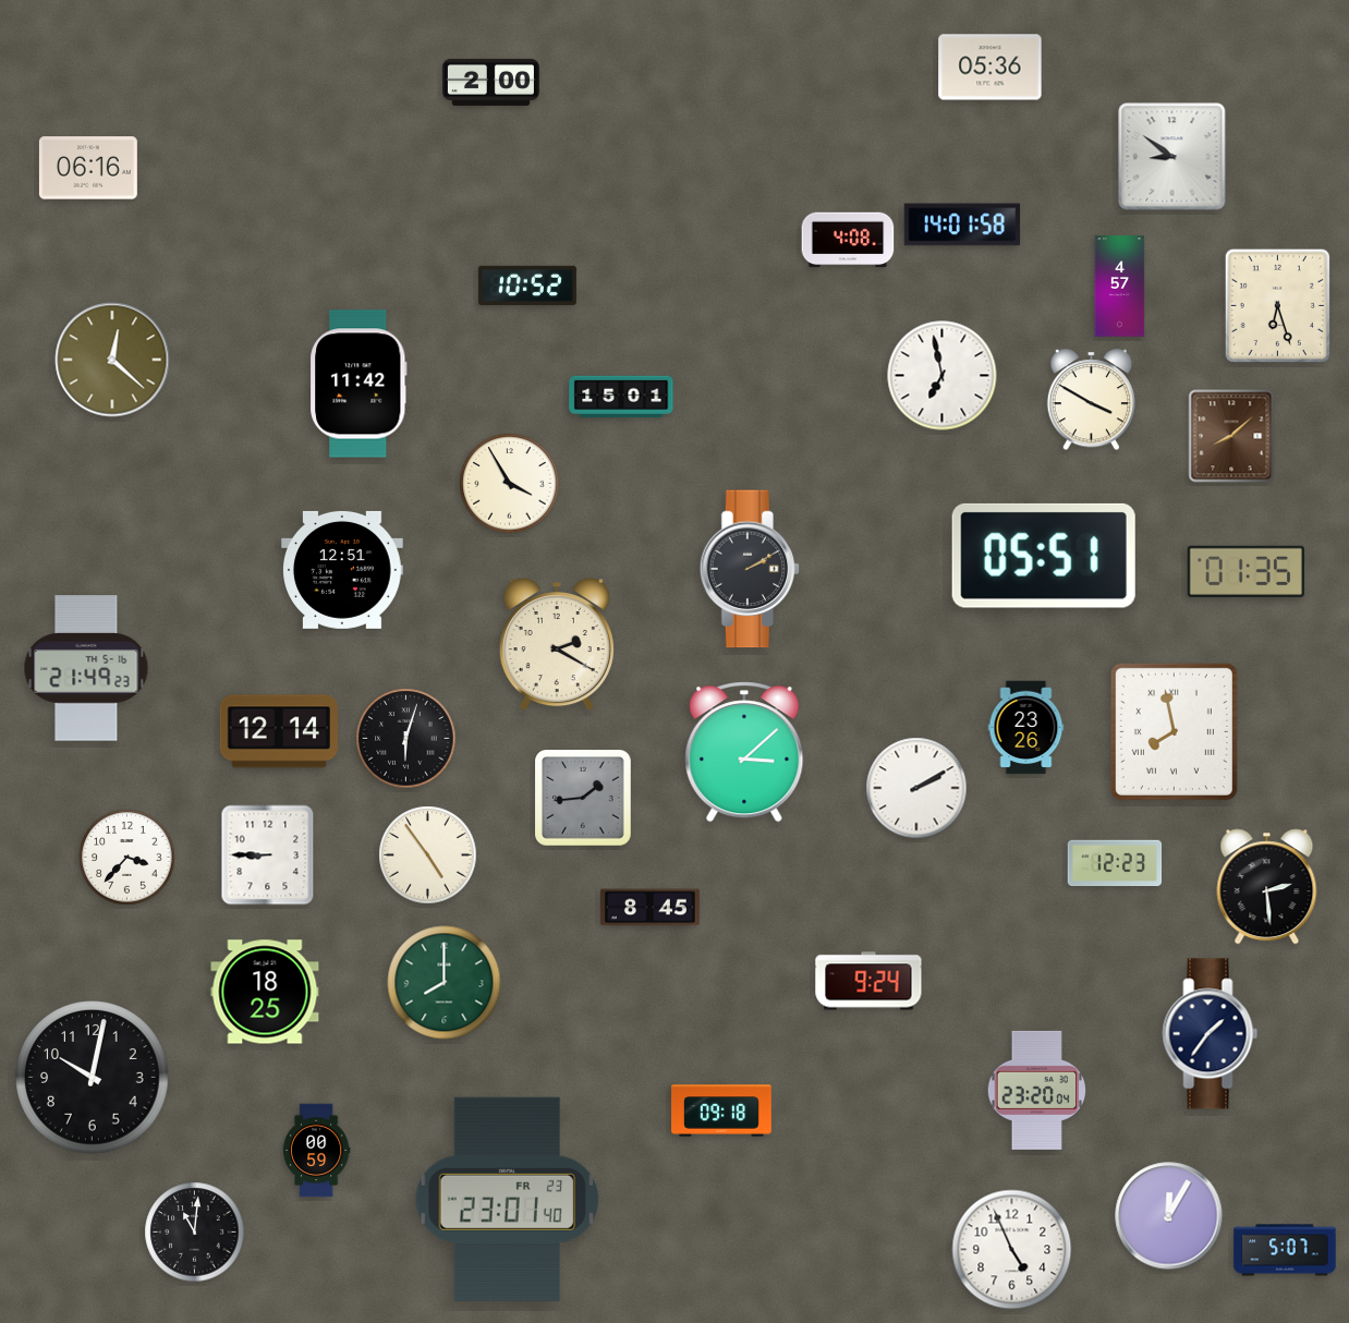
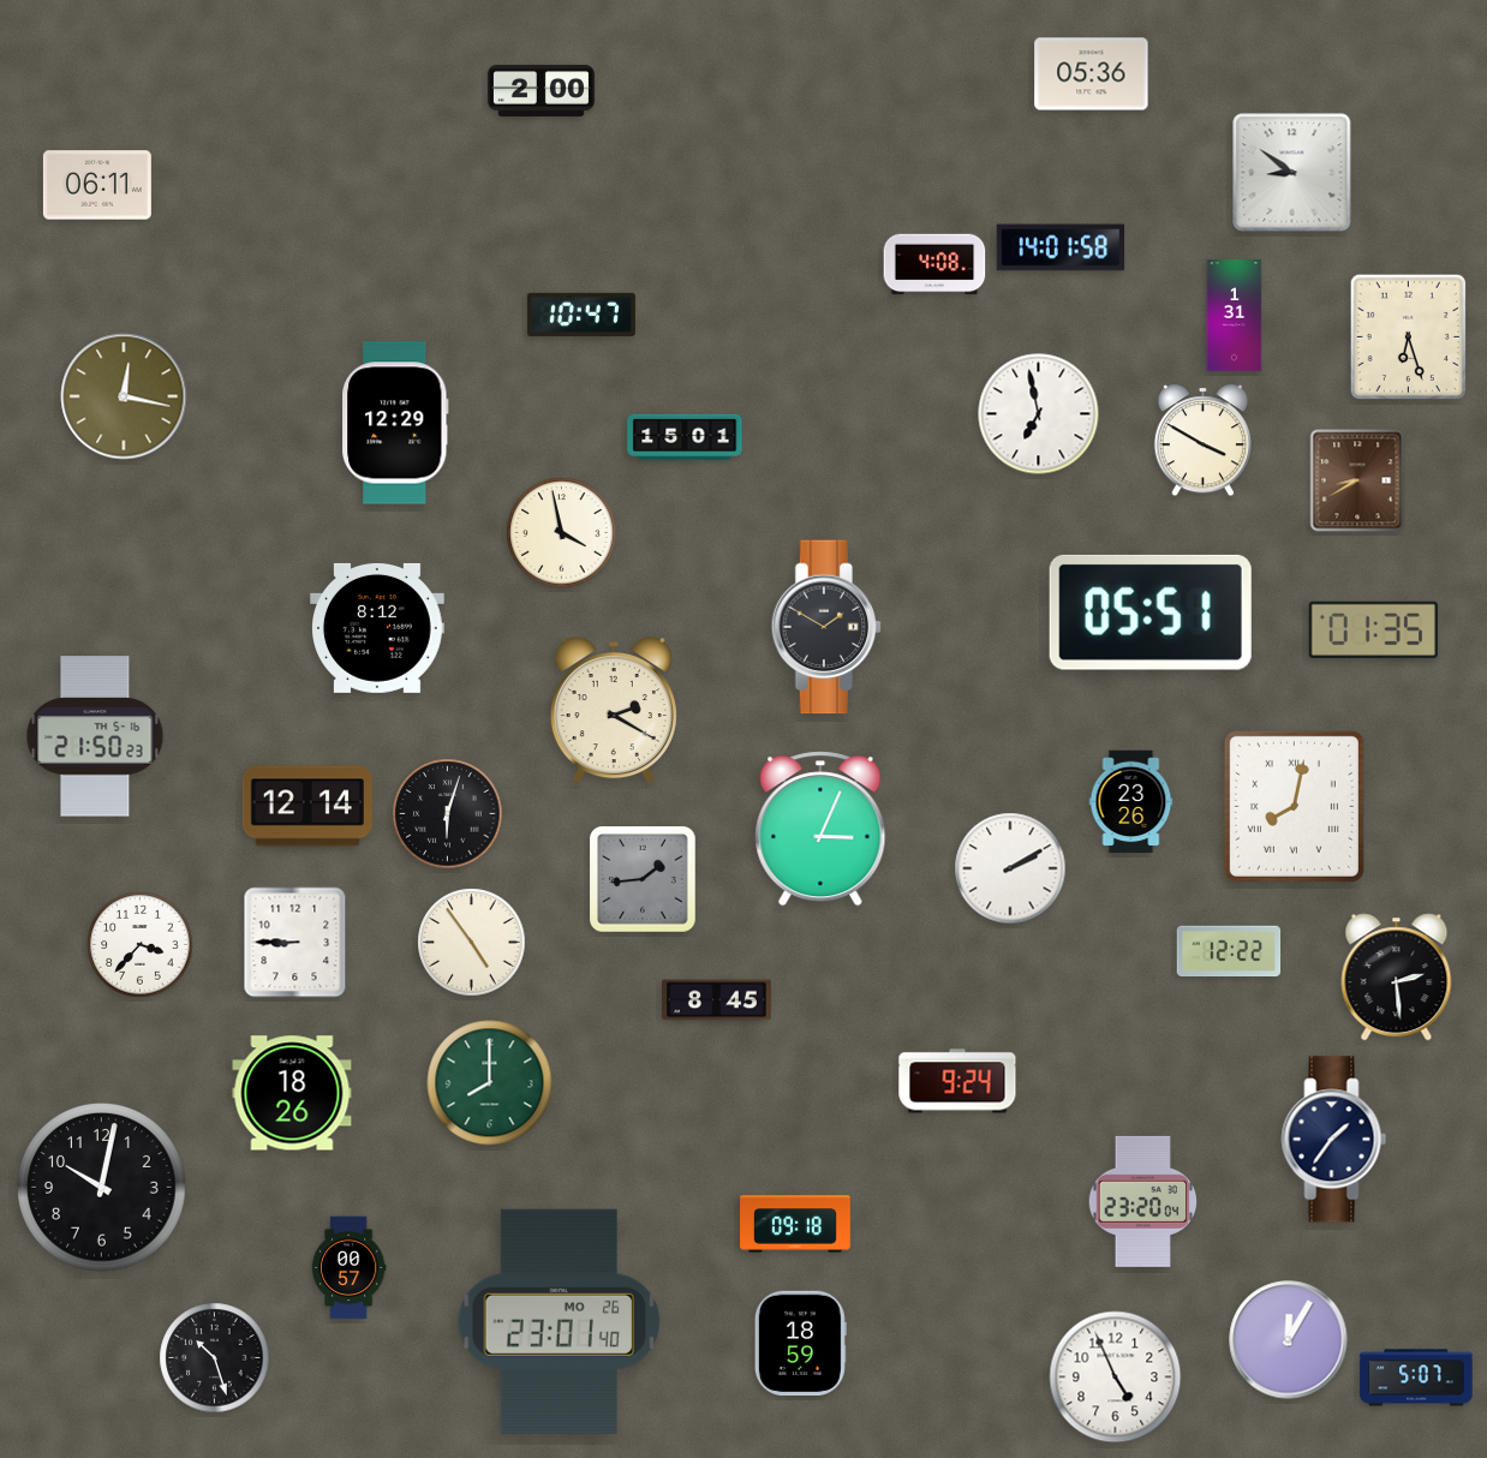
clock at (88, 168): 06:16 -> 06:11
clock at (527, 286): 10:52 -> 10:47
clock at (1120, 287): 4:57 -> 1:31
clock at (112, 360): 12:22 -> 12:17
clock at (358, 384): 11:42 -> 12:29
clock at (1231, 436): 8:08 -> 8:40
clock at (510, 484): 3:55 -> 3:58
clock at (750, 569): 2:10 -> 1:50
clock at (343, 570): 12:51 -> 8:12
clock at (86, 668): 21:49 -> 21:50
clock at (1174, 731): 7:58 -> 8:02
clock at (744, 752): 3:08 -> 3:04
clock at (1115, 863): 12:23 -> 12:22
clock at (265, 992): 18:25 -> 18:26
clock at (316, 1151): 00:59 -> 00:57
clock at (508, 1199) date: FR 23 -> MO 26
clock at (800, 1343): none -> 18:59
clock at (195, 1233): 11:01 -> 10:27
